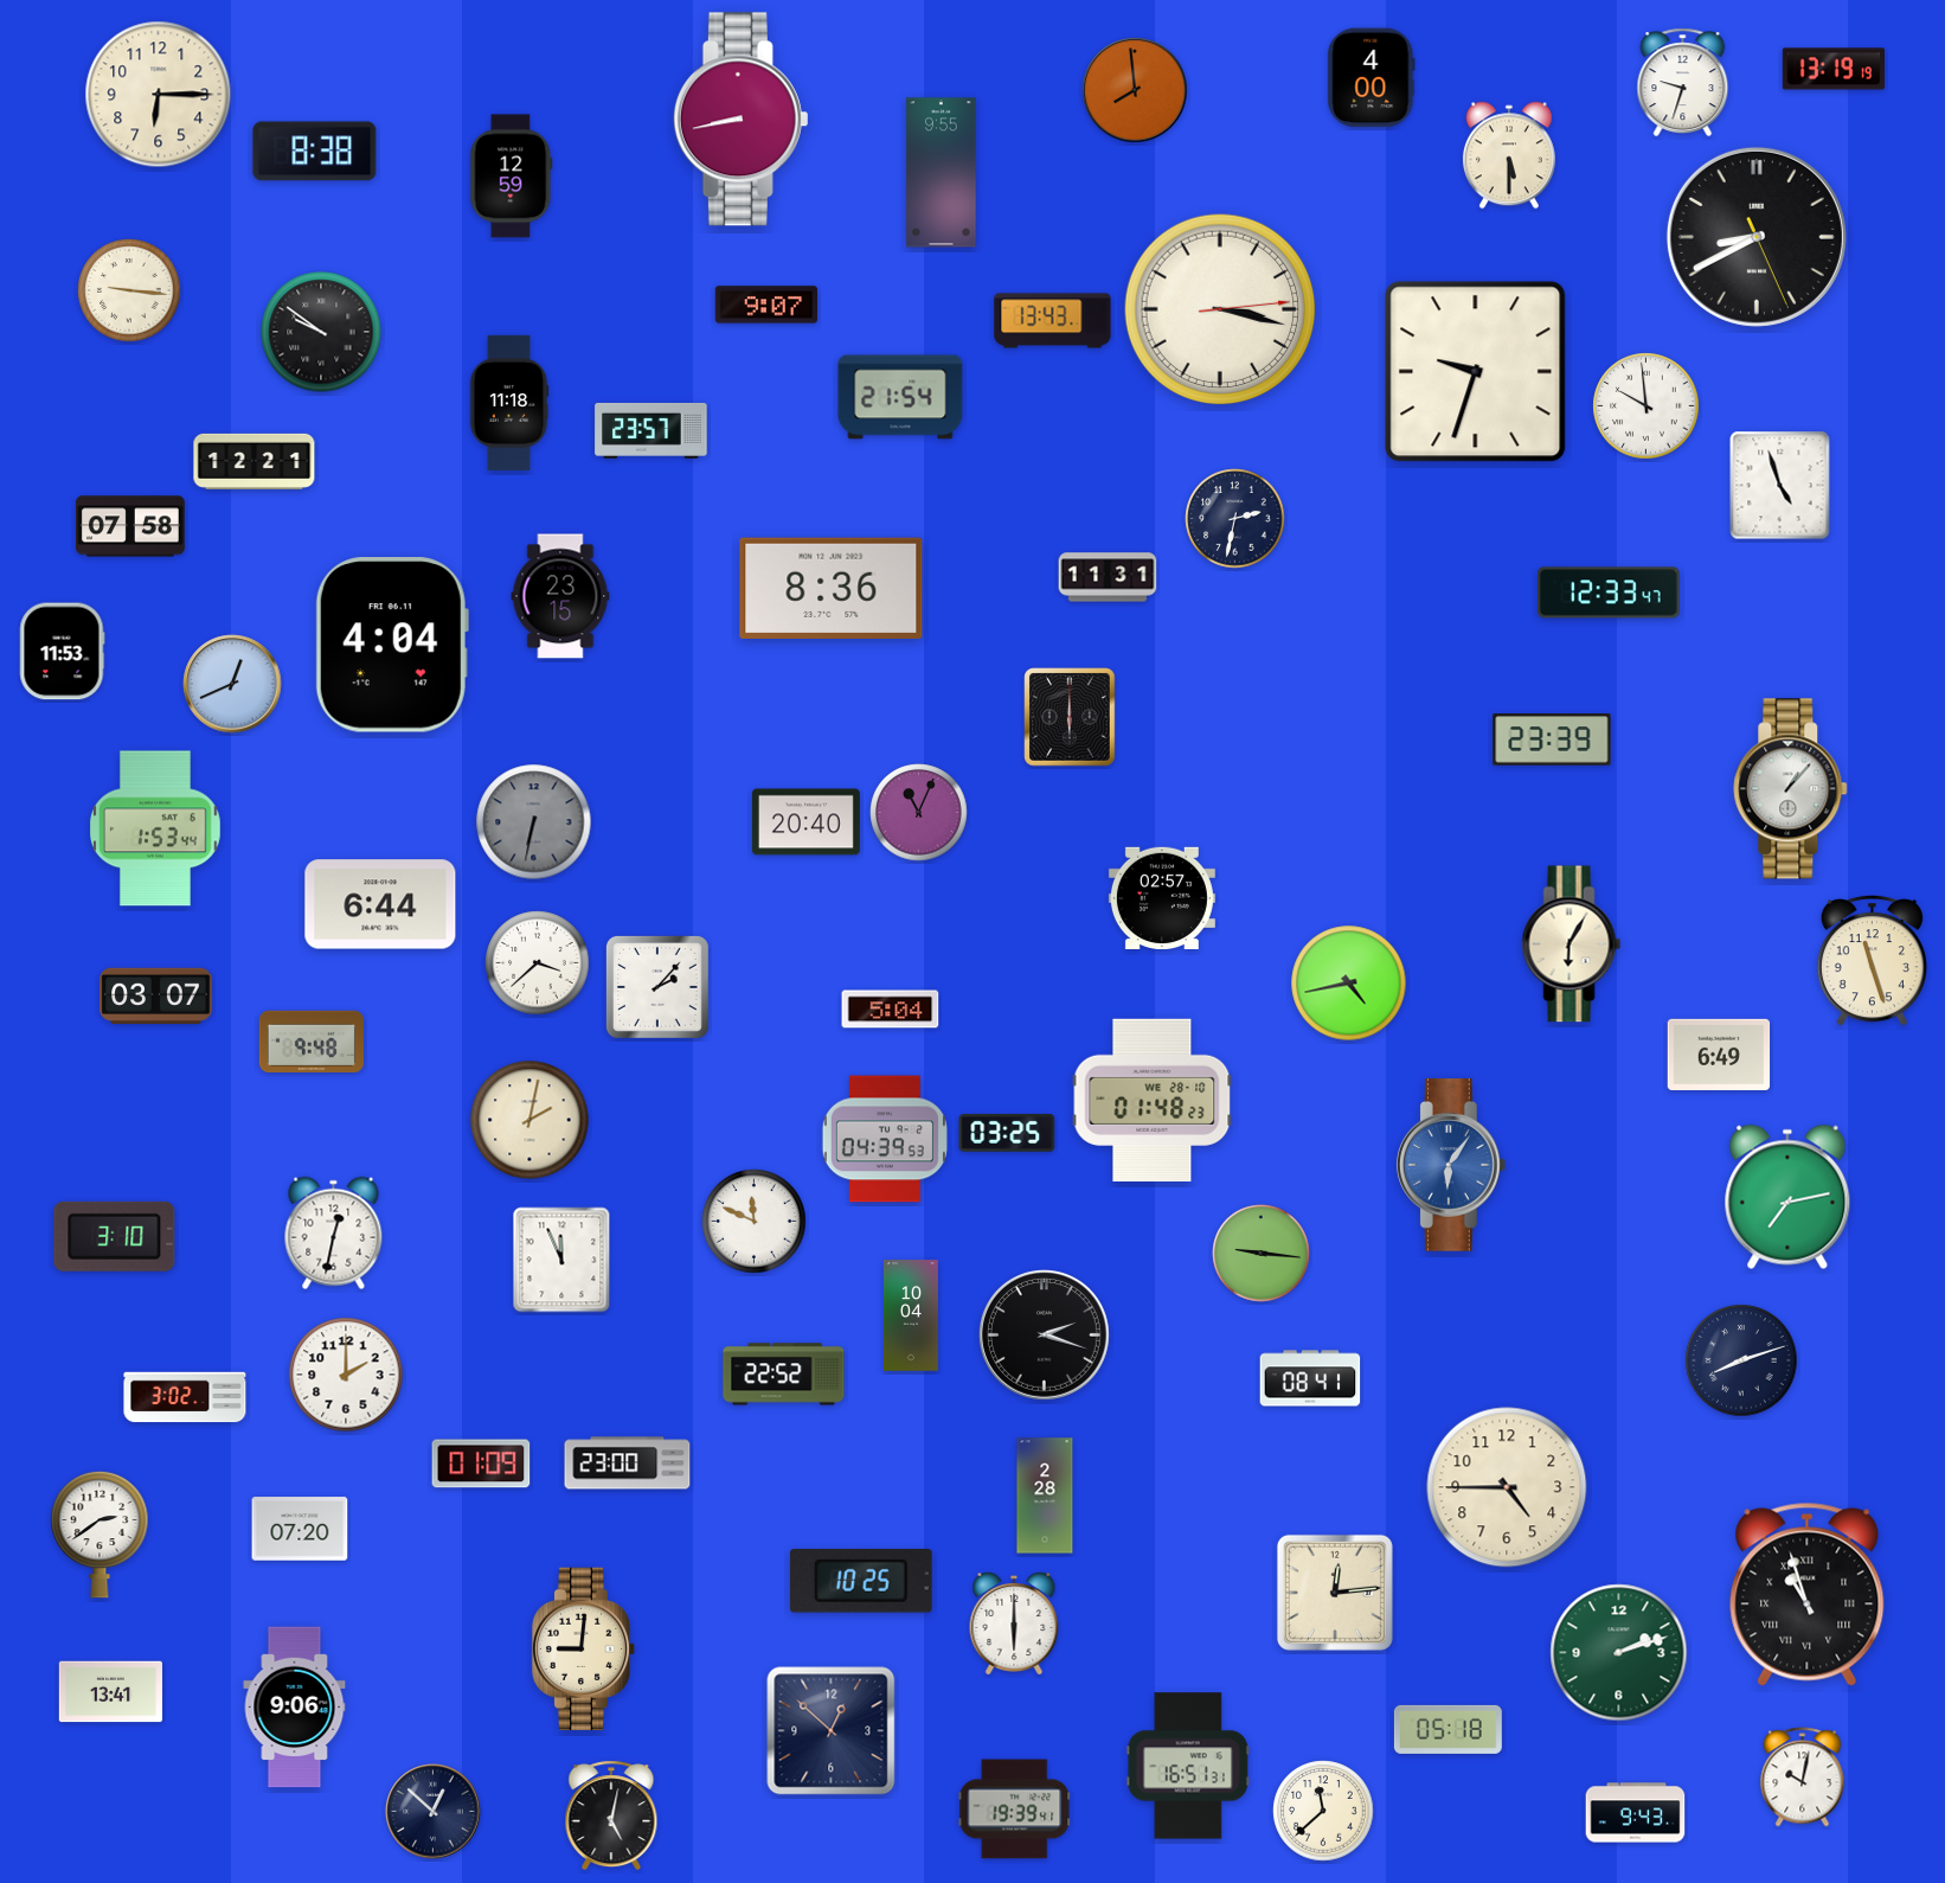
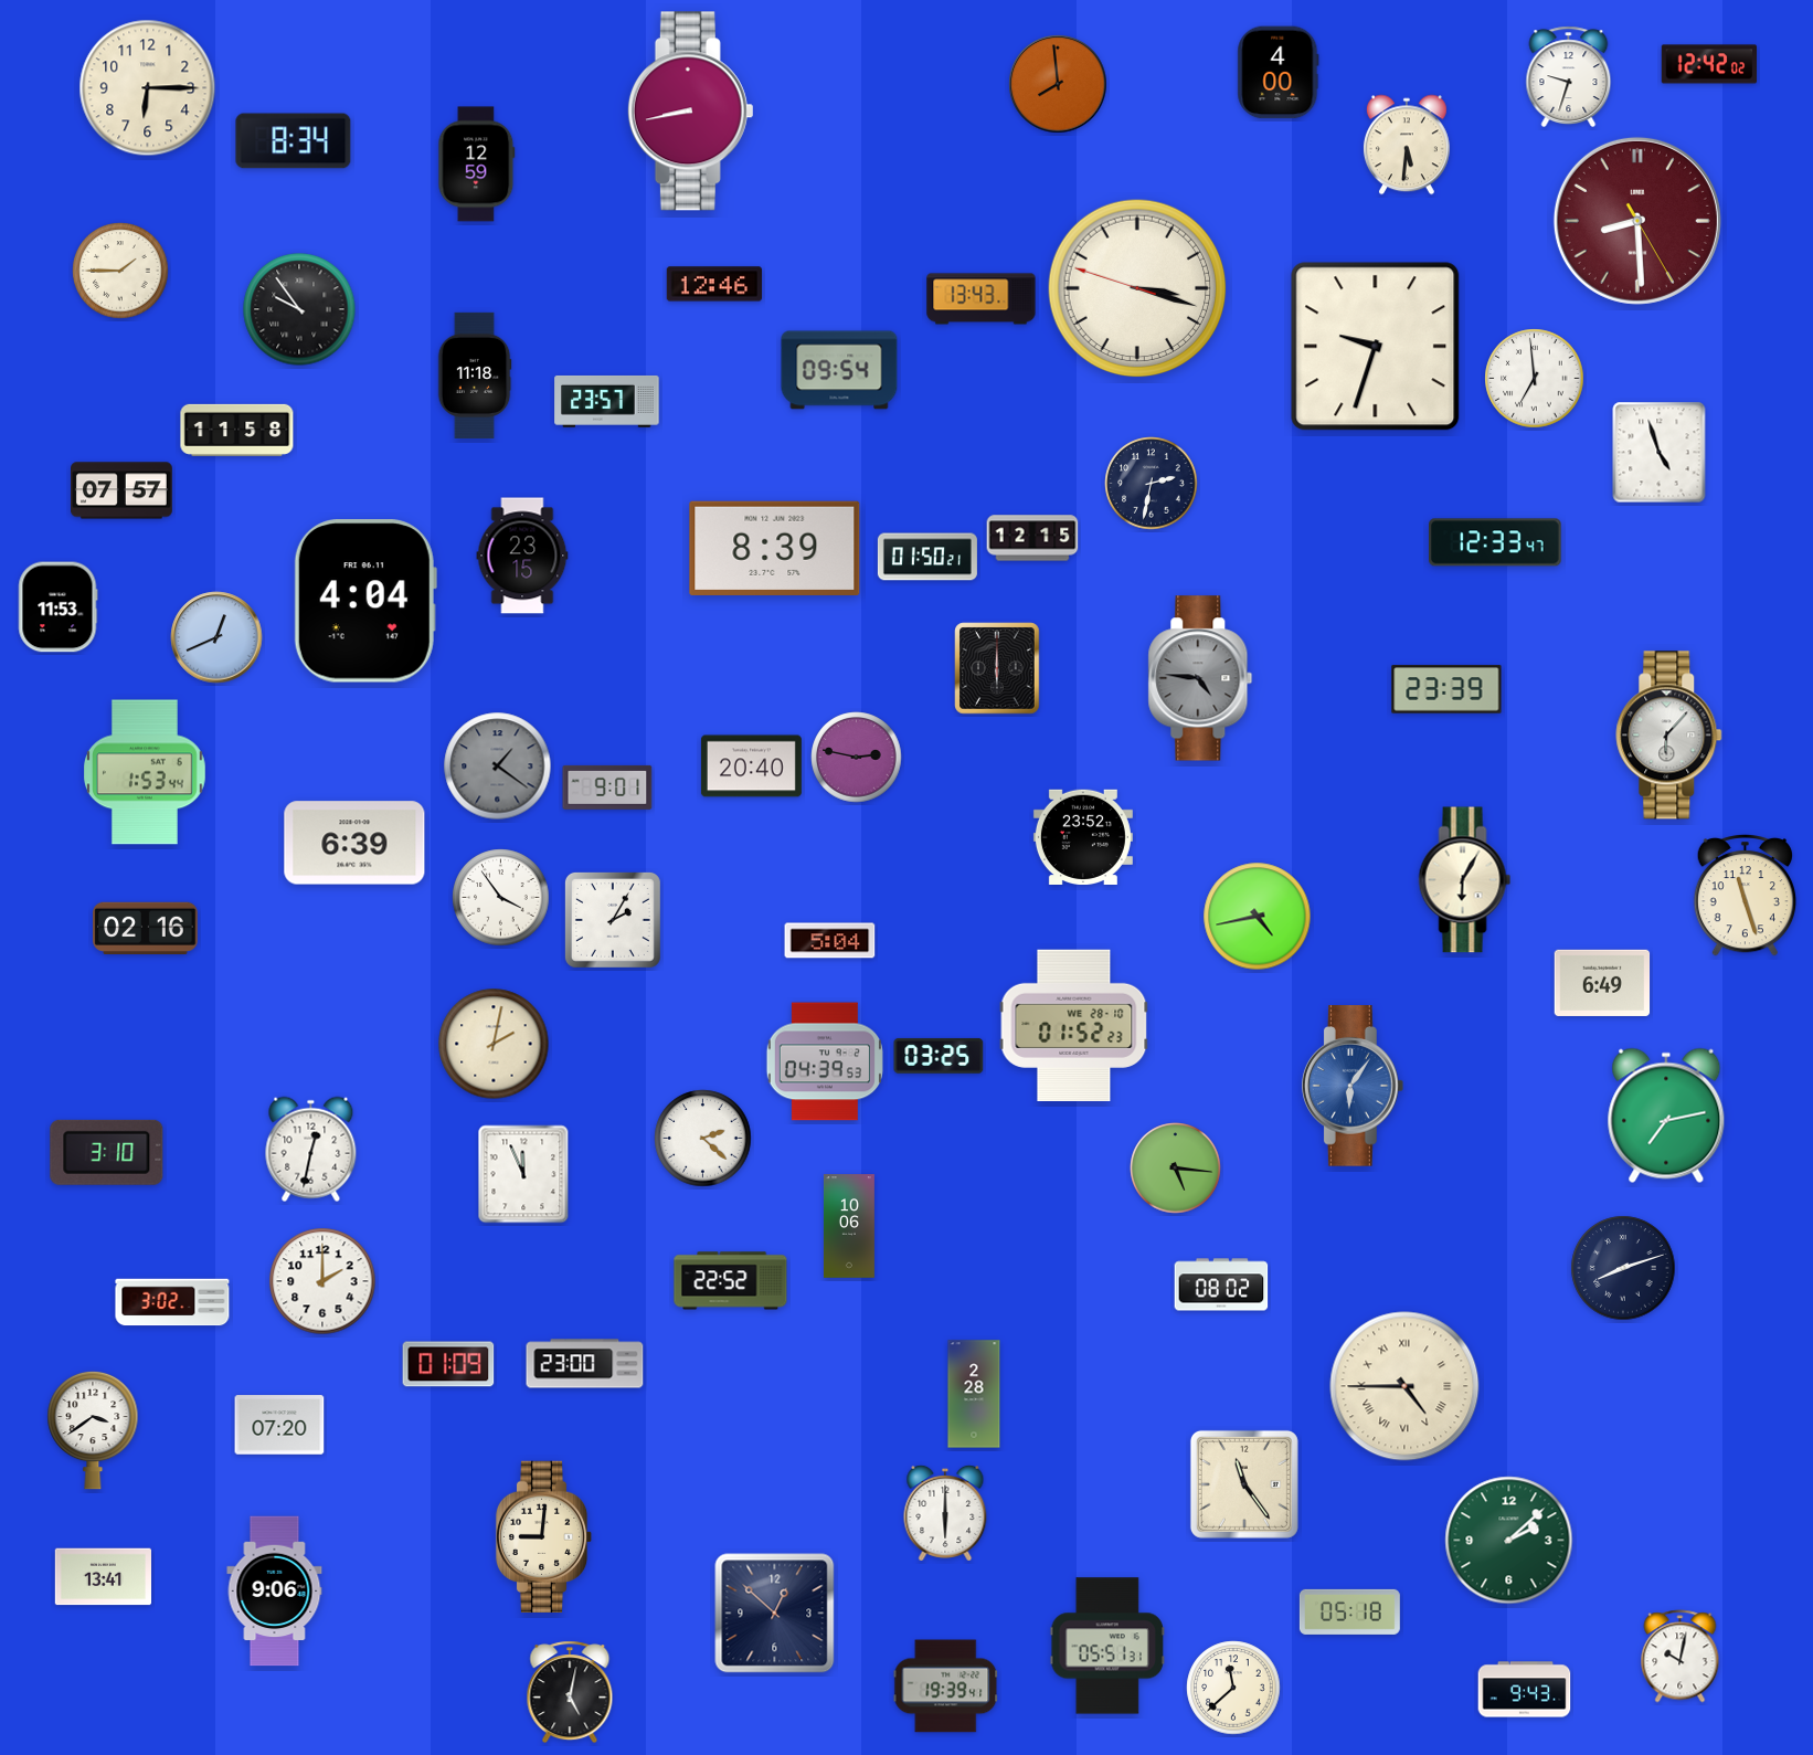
clock at (1834, 69): 13:19 -> 12:42
clock at (315, 152): 8:38 -> 8:34
clock at (1509, 155): 5:30 -> 5:31
clock at (942, 173): 9:55 -> none
clock at (1757, 237): 8:40 -> 8:29
clock at (1757, 237) dial: black -> burgundy
clock at (129, 290): 9:16 -> 1:45
clock at (766, 305): 9:07 -> 12:46
clock at (1220, 309): 3:17:14 -> 3:17:48
clock at (321, 332): 9:51 -> 9:54
clock at (900, 397): 21:54 -> 09:54
clock at (1646, 406): 9:59 -> 6:59
clock at (255, 461): 12:21 -> 11:58
clock at (131, 526): 07:58 -> 07:57
clock at (1108, 577): 11:31 -> 12:15
clock at (832, 588): 8:36 -> 8:39
clock at (1610, 593) position: (1610, 593) -> (1496, 542)
clock at (927, 557): none -> 01:50
clock at (1200, 678): none -> 4:46
clock at (1791, 789): 1:07 -> 6:07
clock at (919, 813): 11:04 -> 2:47
clock at (534, 822): 6:32 -> 1:21
clock at (607, 787): none -> 9:01
clock at (1162, 897): 02:57 -> 23:52
clock at (380, 904): 6:44 -> 6:39
clock at (538, 963): 3:38 -> 3:54
clock at (657, 987): 2:07 -> 2:05
clock at (156, 995): 03:07 -> 02:16
clock at (312, 1040): 9:48 -> none
clock at (1153, 1100): 01:48 -> 01:52
clock at (755, 1222): 11:49 -> 2:22
clock at (1262, 1254): 9:16 -> 5:16
clock at (911, 1315): 10:04 -> 10:06
clock at (1045, 1336): 2:18 -> none
clock at (1310, 1378): 08:41 -> 08:02
clock at (1507, 1487) numerals: Arabic -> Roman
clock at (100, 1535): 2:39 -> 3:39
clock at (861, 1581): 10:25 -> none
clock at (1335, 1593): 12:14 -> 11:24
clock at (1808, 1594): 10:57 -> none
clock at (1619, 1653): 2:12 -> 2:08
clock at (1187, 1766): 16:51 -> 05:51
clock at (434, 1812): 12:52 -> none
